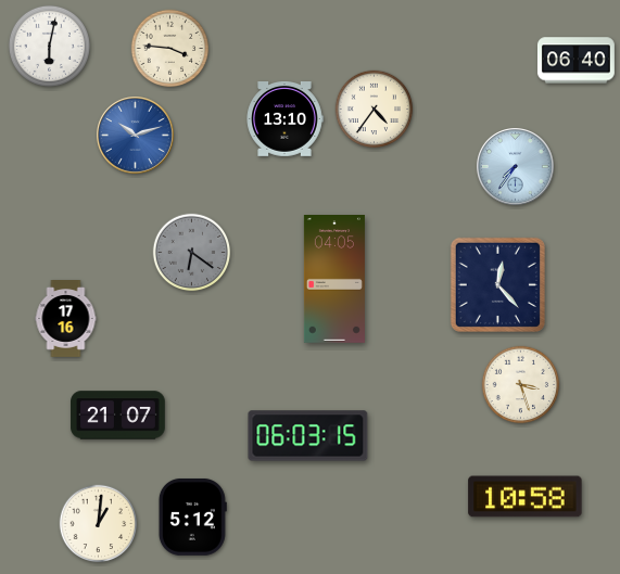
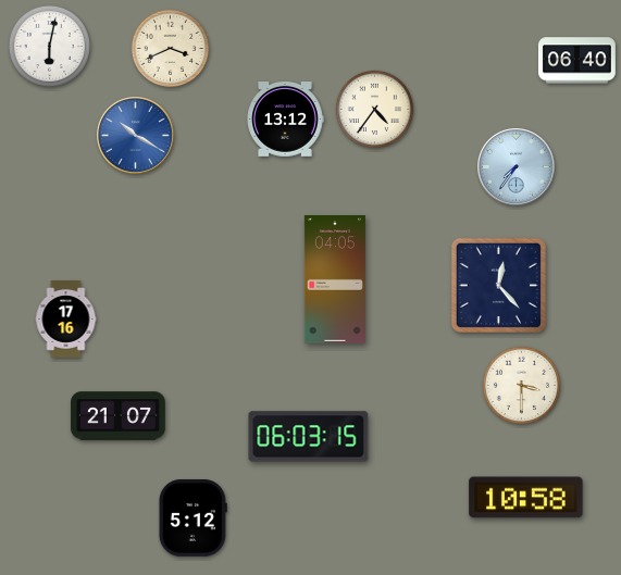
clock at (170, 49): 3:46 -> 3:41
clock at (284, 119): 13:10 -> 13:12
clock at (136, 136): 10:12 -> 10:20
clock at (192, 253): 6:21 -> none
clock at (521, 385): 3:27 -> 3:30
clock at (99, 524): 1:01 -> none
